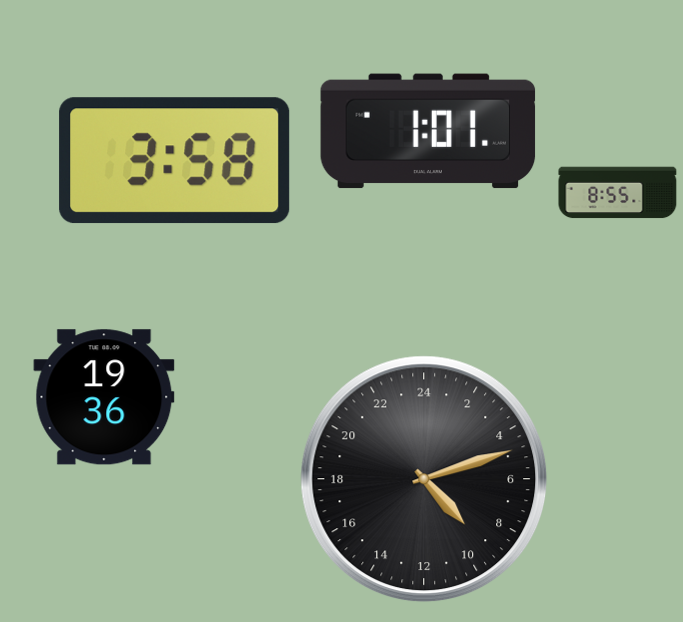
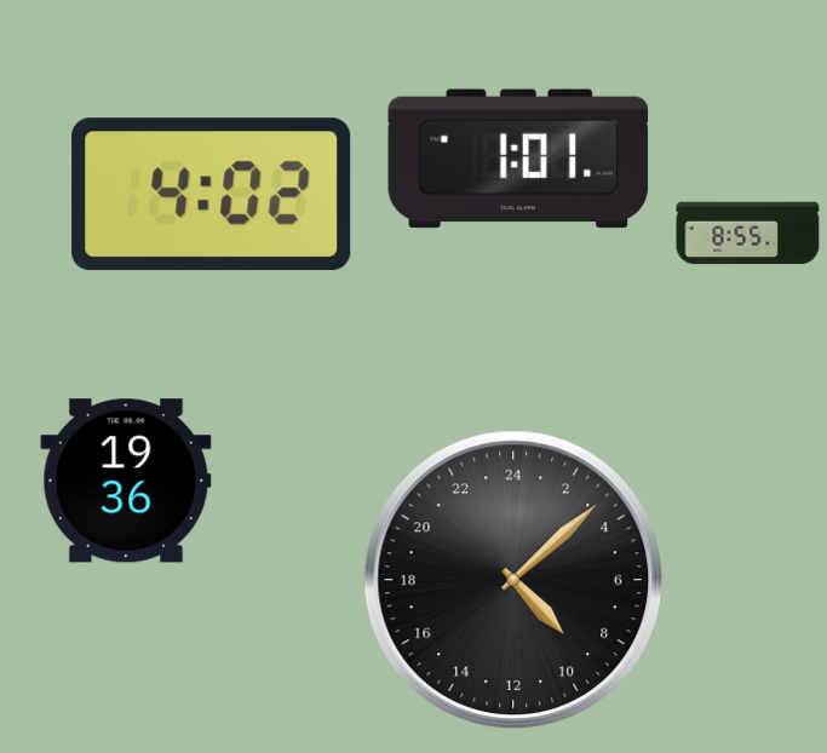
clock at (175, 161): 3:58 -> 4:02
clock at (424, 479): 9:12 -> 9:08
